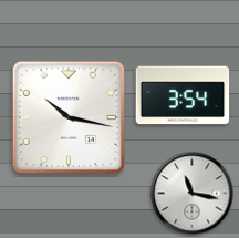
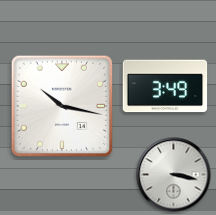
clock at (183, 95): 3:54 -> 3:49
clock at (193, 194): 11:17 -> 3:17
